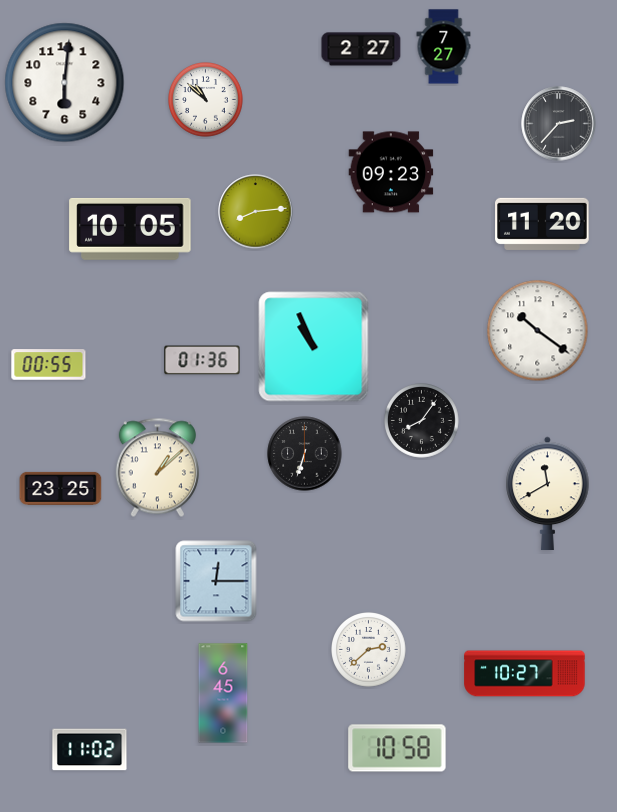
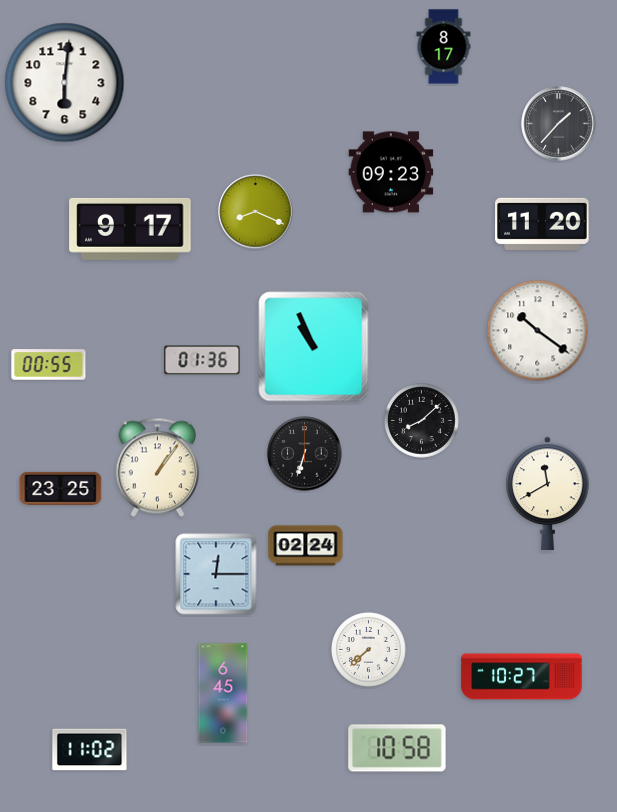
clock at (444, 47): 7:27 -> 8:17
clock at (361, 49): 2:27 -> none
clock at (206, 100): 10:52 -> none
clock at (559, 124): 2:37 -> 1:37
clock at (256, 212): 8:14 -> 8:19
clock at (130, 229): 10:05 -> 9:17
clock at (422, 421): 8:06 -> 8:08
clock at (157, 468): 1:08 -> 1:06
clock at (306, 546): none -> 02:24
clock at (216, 581) position: (216, 581) -> (216, 574)
clock at (369, 650): 2:38 -> 7:38
clock at (525, 674) position: (525, 674) -> (522, 677)
